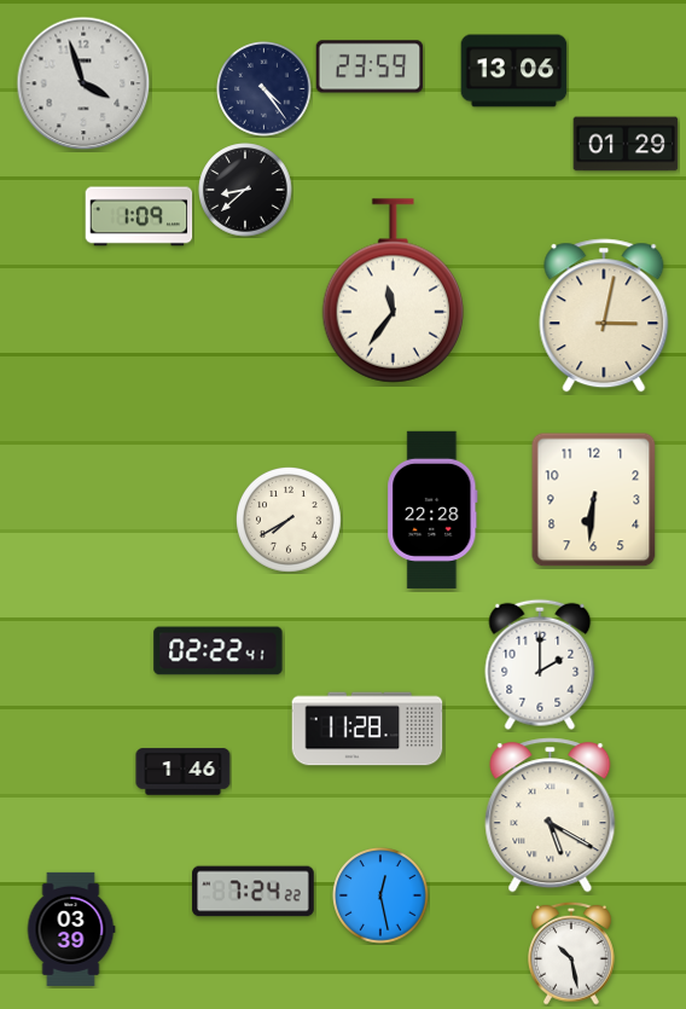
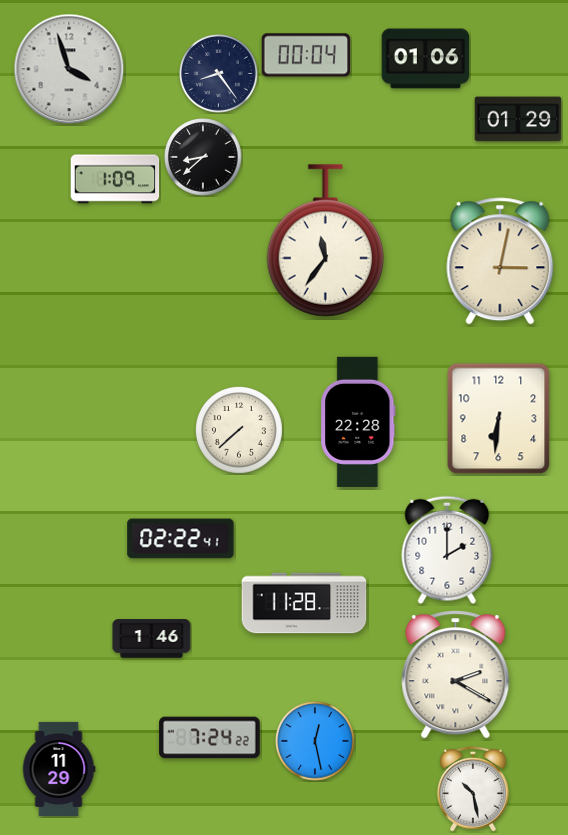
clock at (370, 66): 23:59 -> 00:04
clock at (514, 71): 13:06 -> 01:06
clock at (264, 89): 4:24 -> 8:24
clock at (594, 500) position: (594, 500) -> (499, 419)
clock at (290, 521): 7:40 -> 7:38
clock at (551, 816): 5:20 -> 2:20
clock at (71, 929): 03:39 -> 11:29
